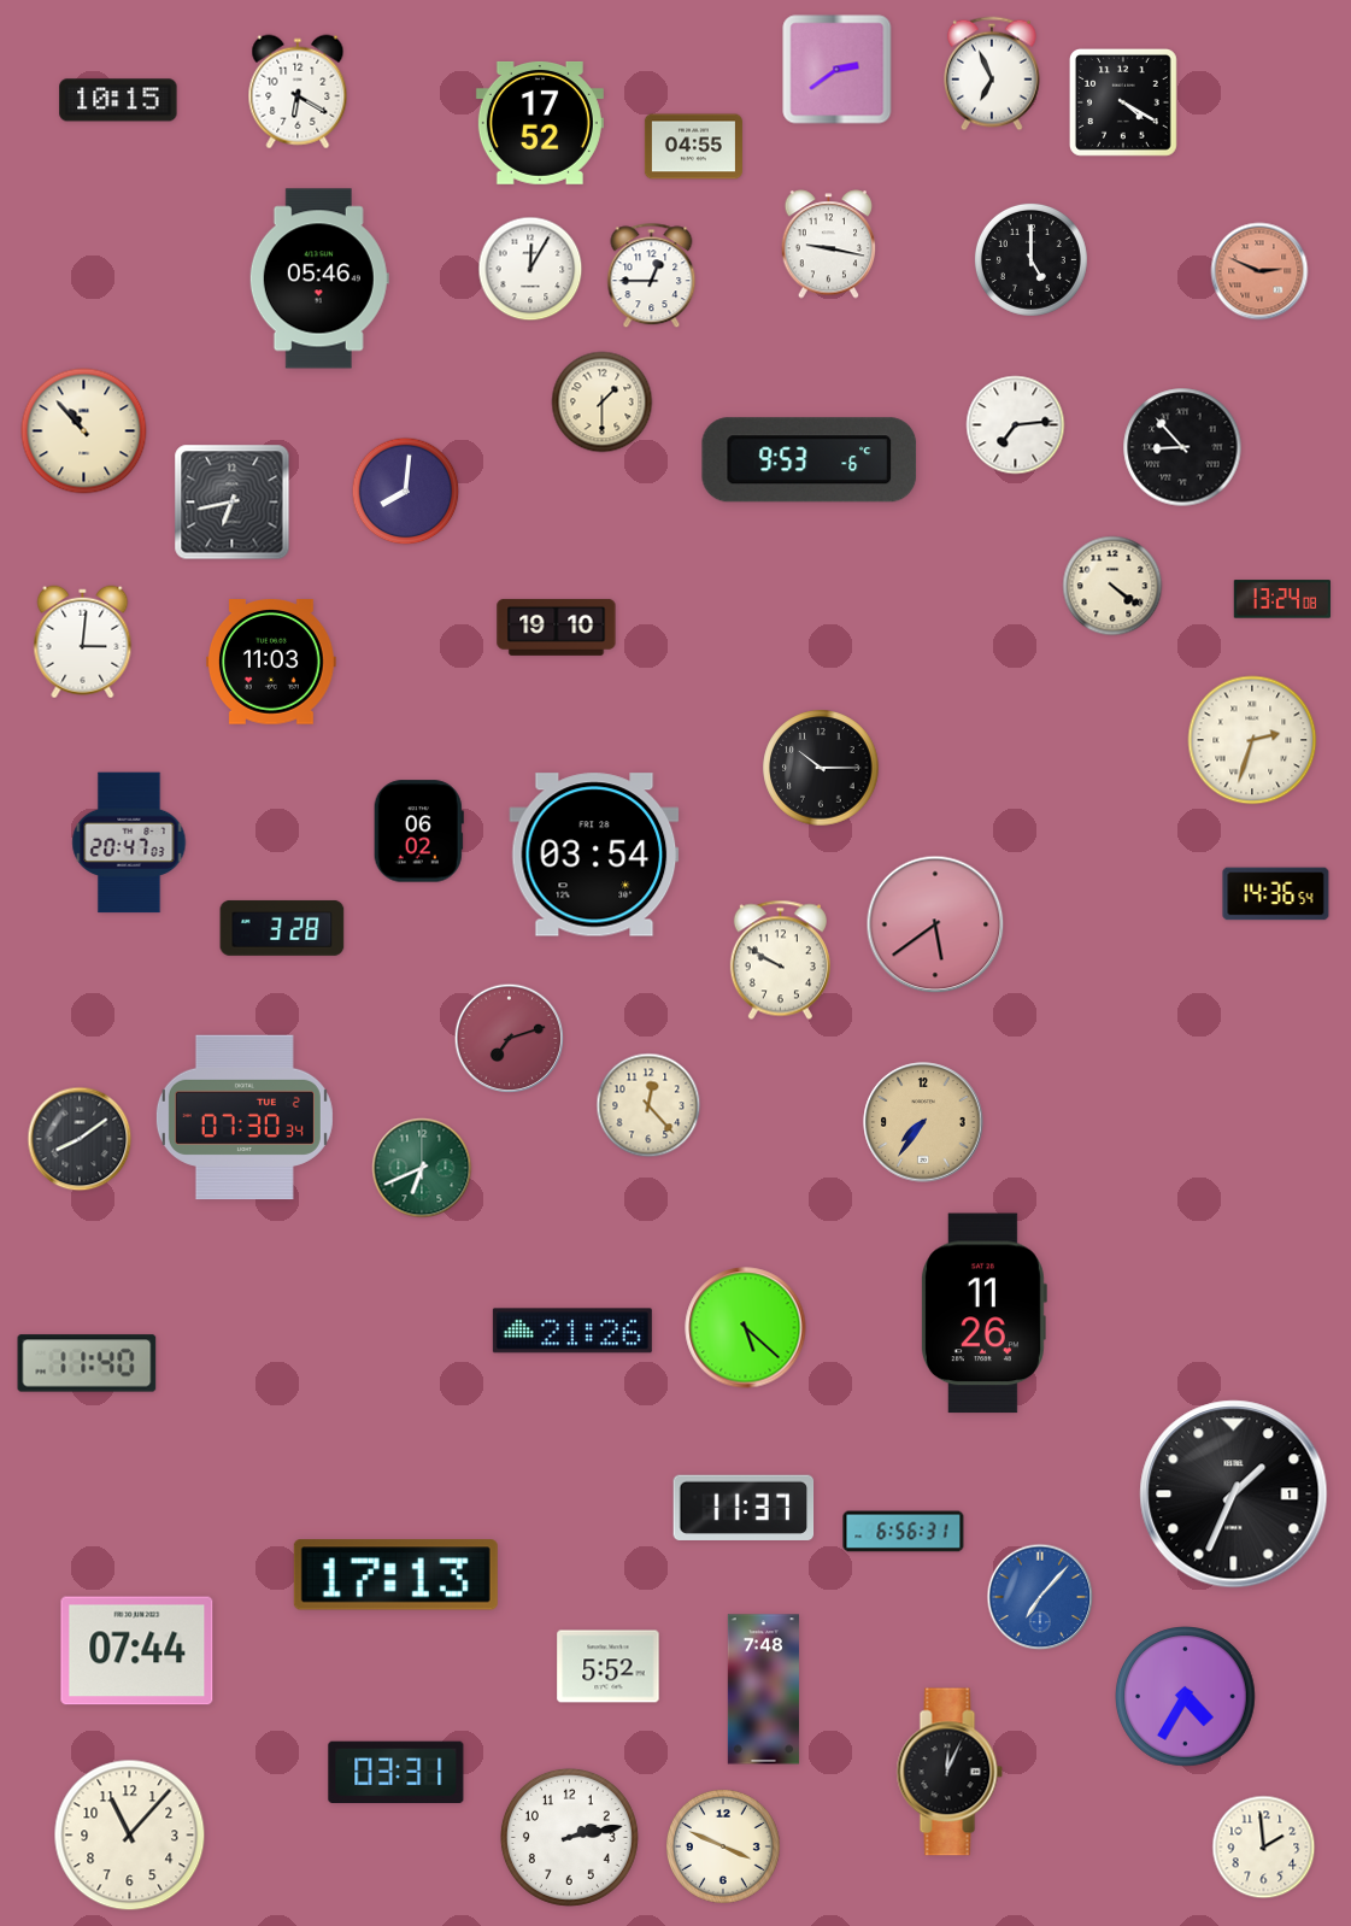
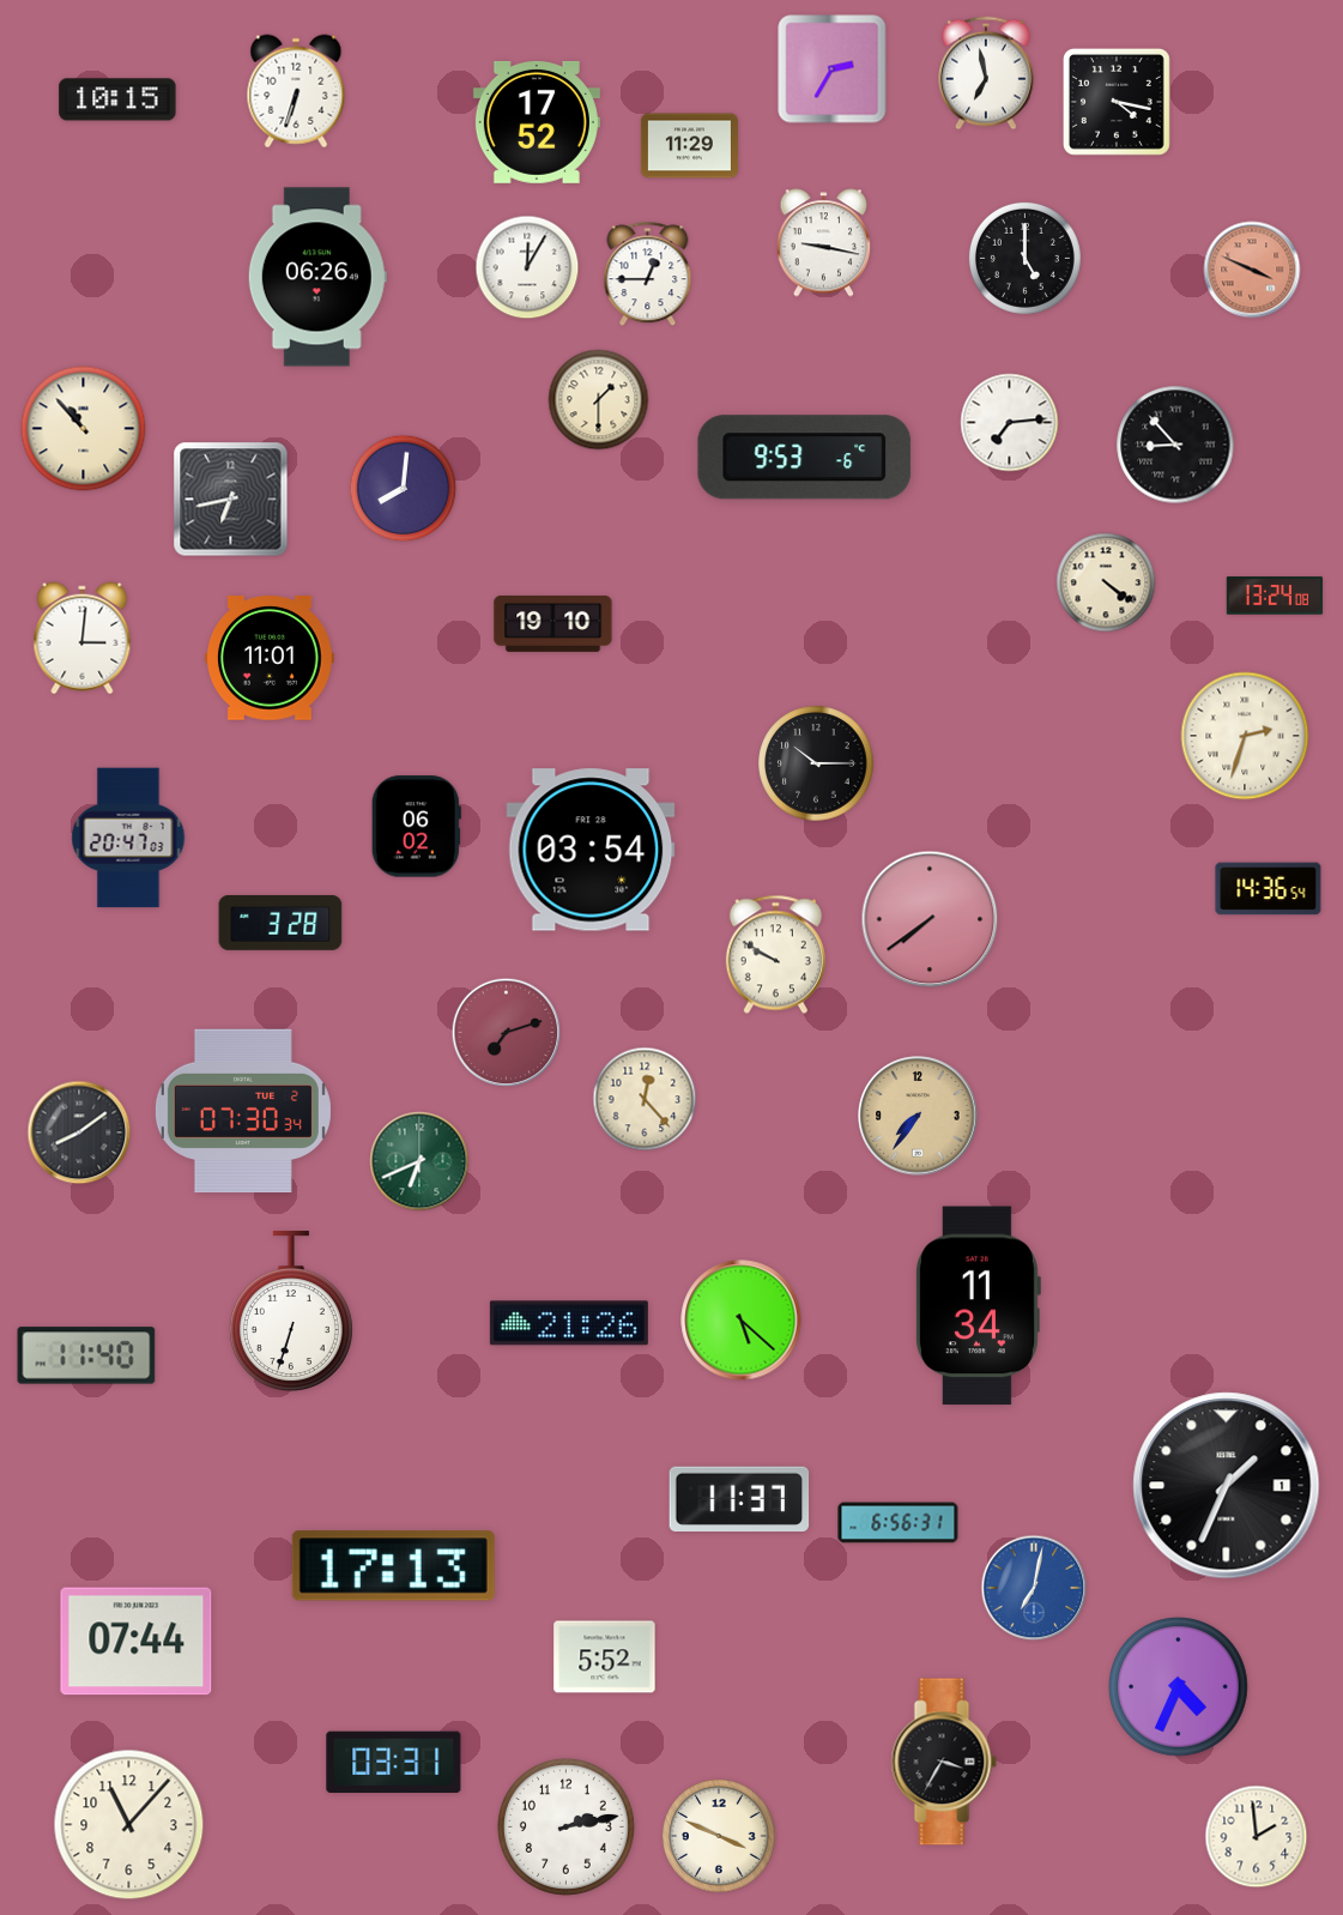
clock at (838, 70): 2:39 -> 2:35
clock at (993, 74): 6:56 -> 6:58
clock at (298, 92): 6:20 -> 6:33
clock at (1123, 102): 4:20 -> 4:17
clock at (693, 147): 04:55 -> 11:29
clock at (1259, 271): 2:49 -> 3:49
clock at (319, 278): 05:46 -> 06:26
clock at (272, 662): 11:03 -> 11:01
clock at (935, 924): 5:39 -> 7:39
clock at (983, 1314): 11:26 -> 11:34
clock at (291, 1311): none -> 6:33
clock at (1040, 1597): 7:07 -> 7:02
clock at (763, 1690): 7:48 -> none
clock at (1186, 1697): 4:35 -> 4:34
clock at (950, 1772): 12:04 -> 3:35
